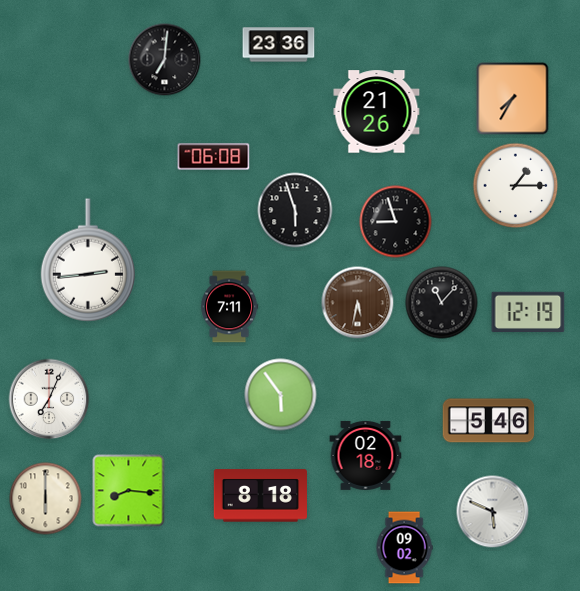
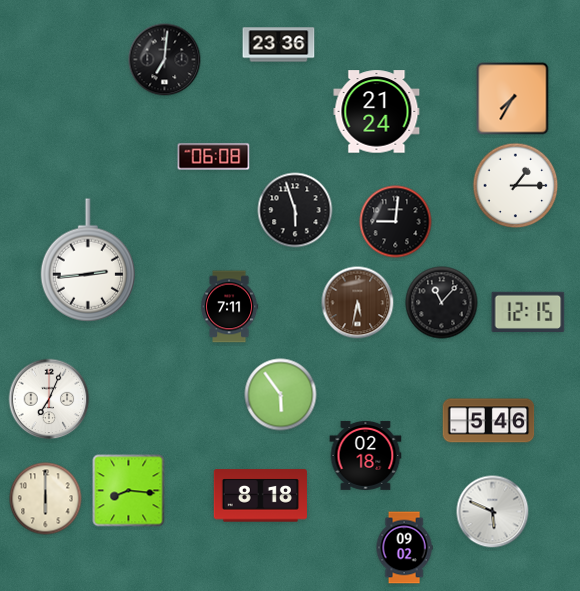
clock at (377, 112): 21:26 -> 21:24
clock at (396, 222): 8:57 -> 9:01
clock at (528, 311): 12:19 -> 12:15
